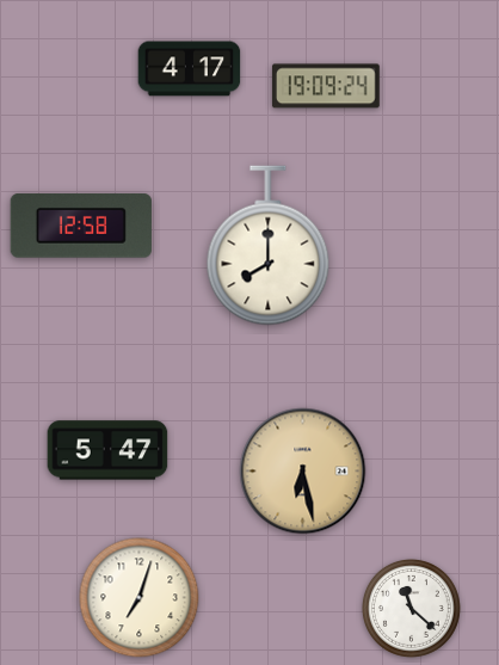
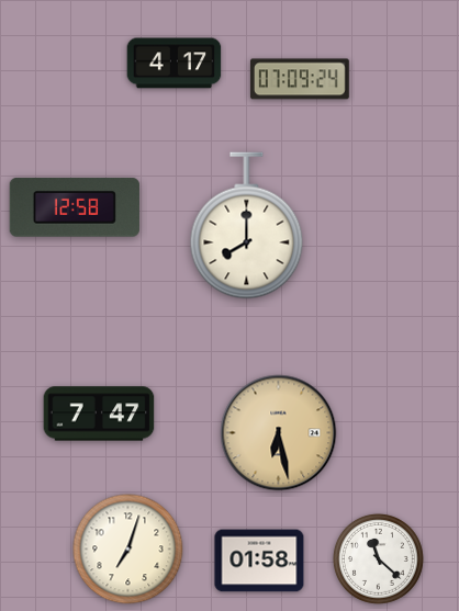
clock at (326, 86): 19:09 -> 07:09
clock at (107, 450): 5:47 -> 7:47
clock at (259, 561): none -> 01:58
